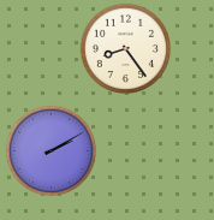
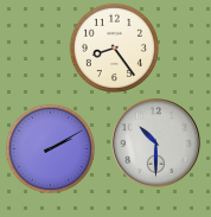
clock at (125, 48) position: (125, 48) -> (114, 47)
clock at (156, 143): none -> 10:30
